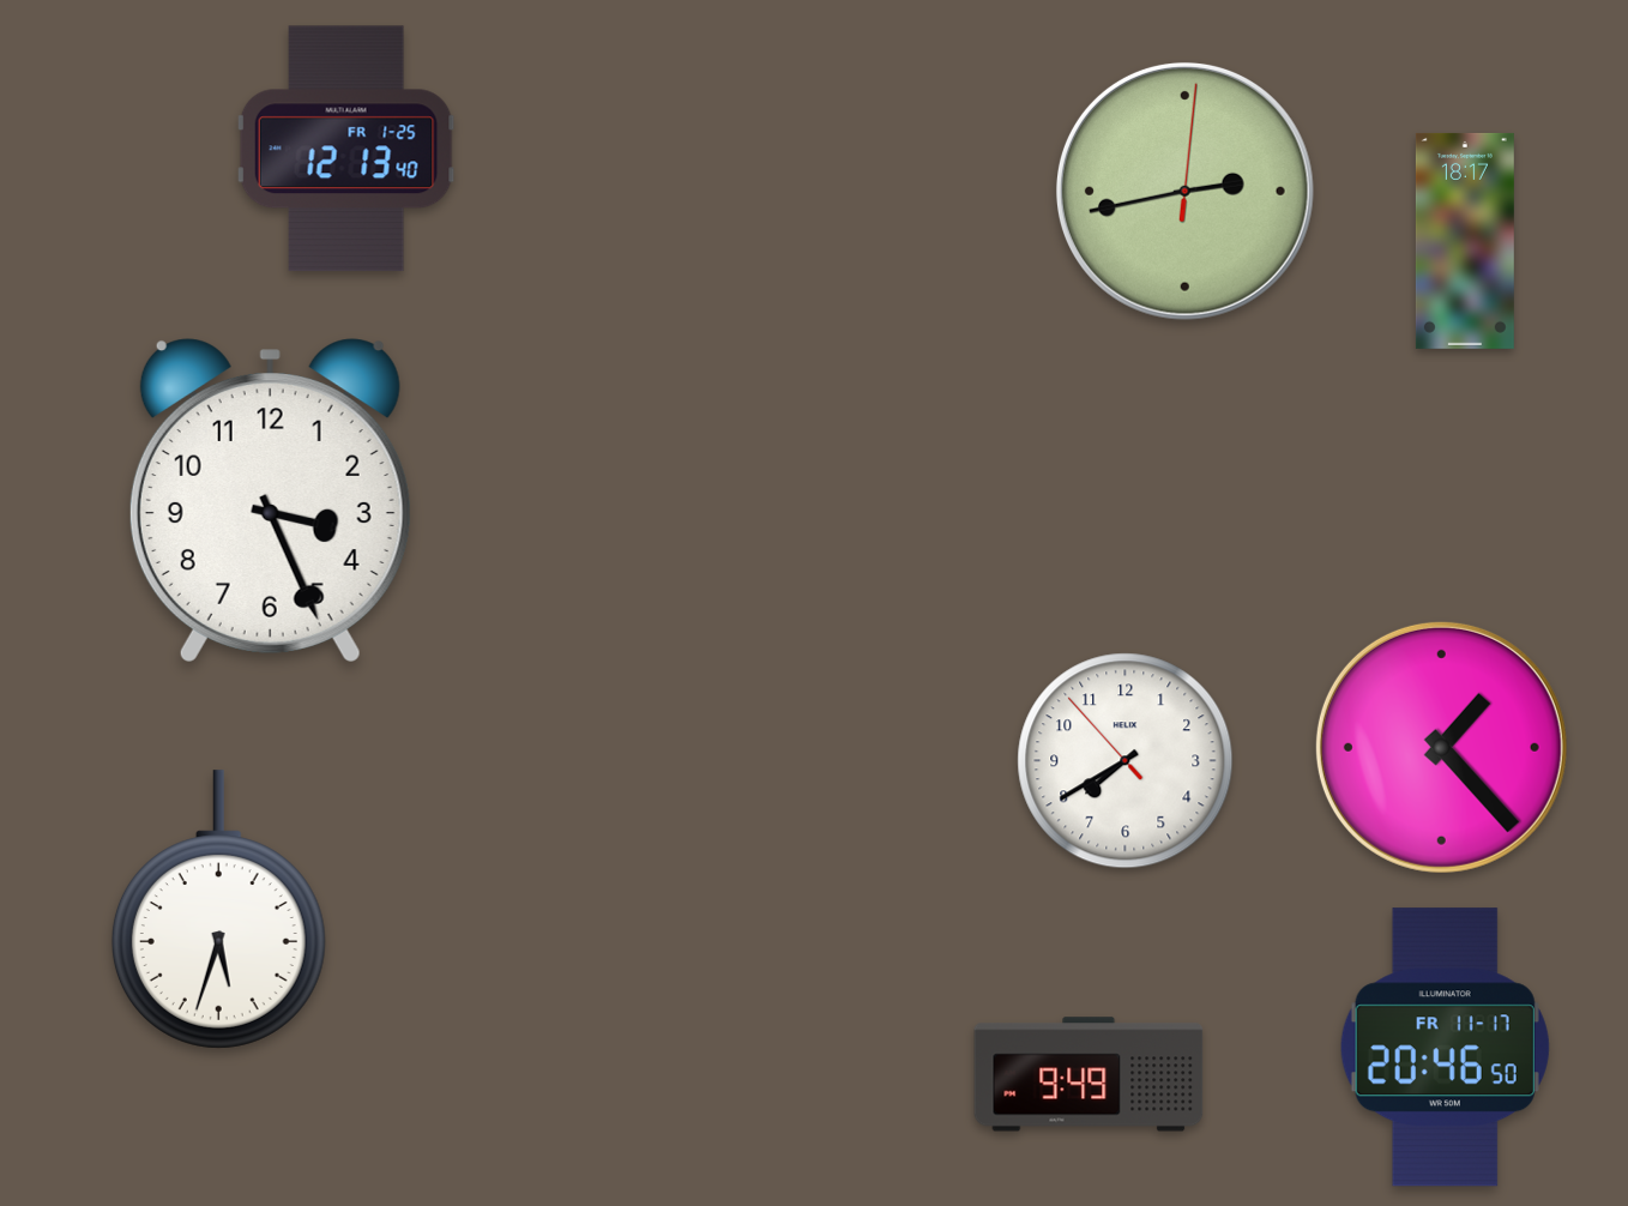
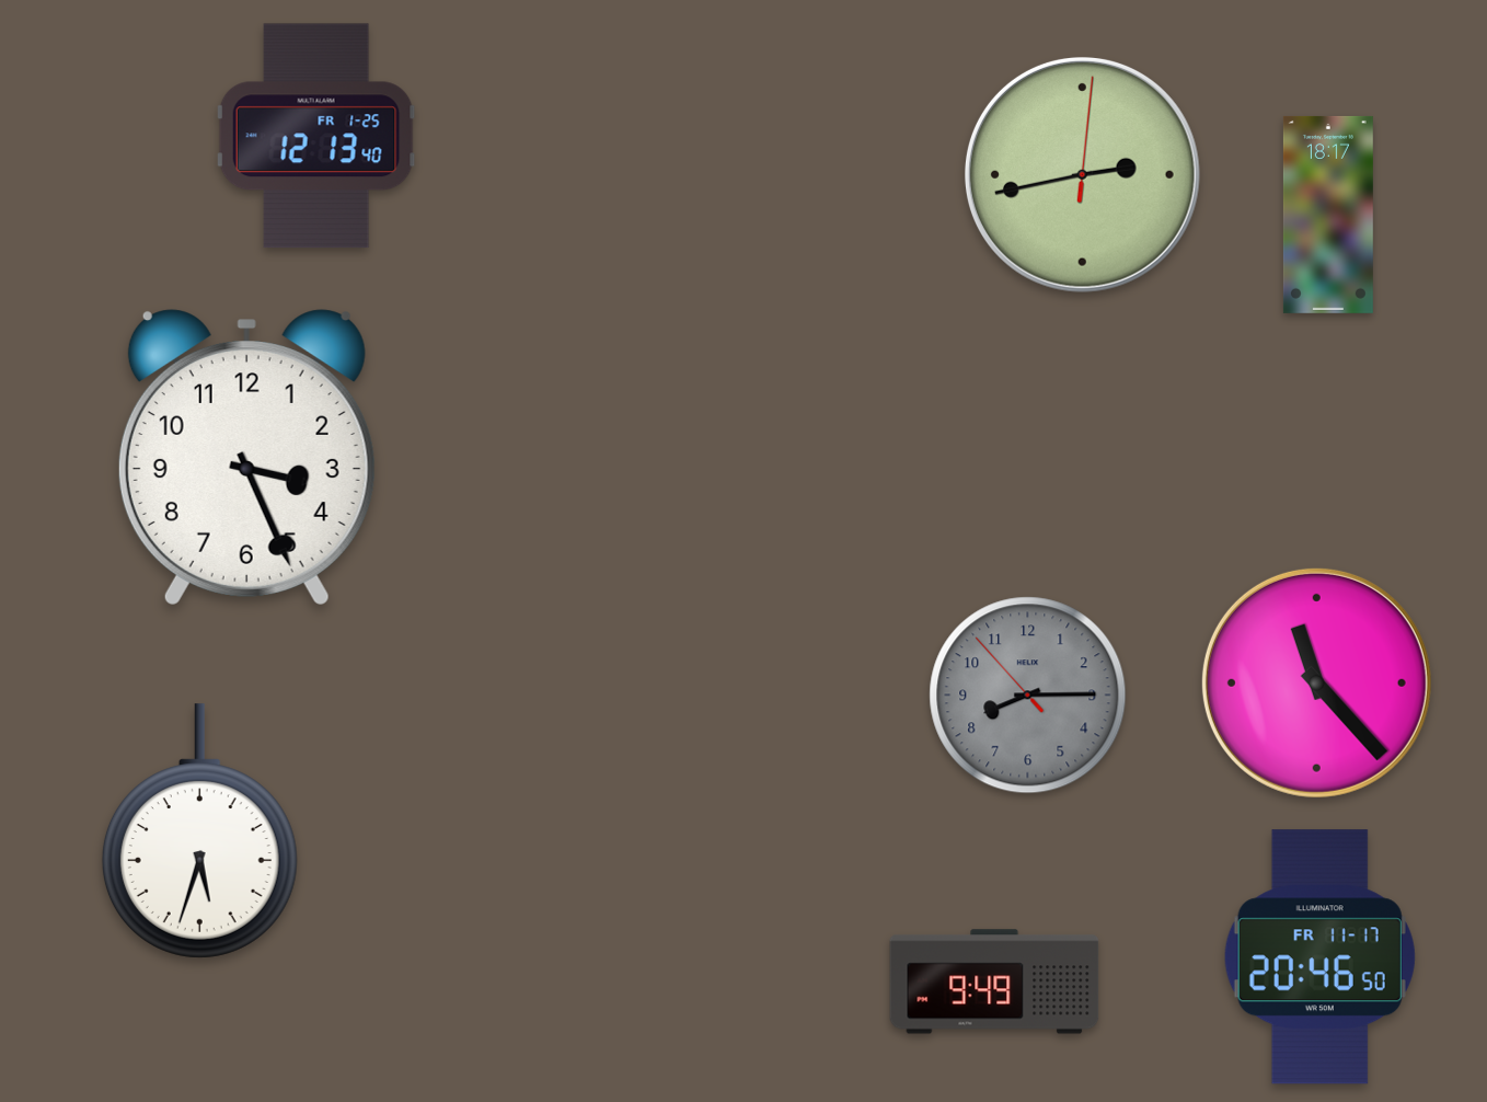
clock at (1465, 241) position: (1465, 241) -> (1328, 215)
clock at (1441, 747): 1:23 -> 11:23
clock at (1126, 761): 7:39 -> 8:14
clock at (1126, 761) dial: white -> grey
